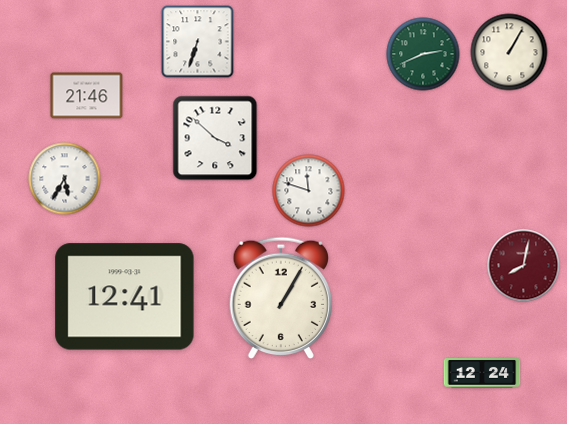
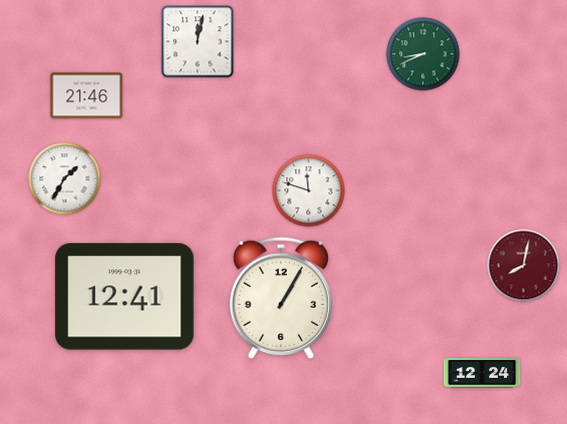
clock at (198, 42): 6:33 -> 12:02
clock at (509, 52): 1:05 -> none
clock at (423, 54): 2:41 -> 8:41
clock at (215, 138): 3:52 -> none
clock at (65, 179): 5:35 -> 1:35
